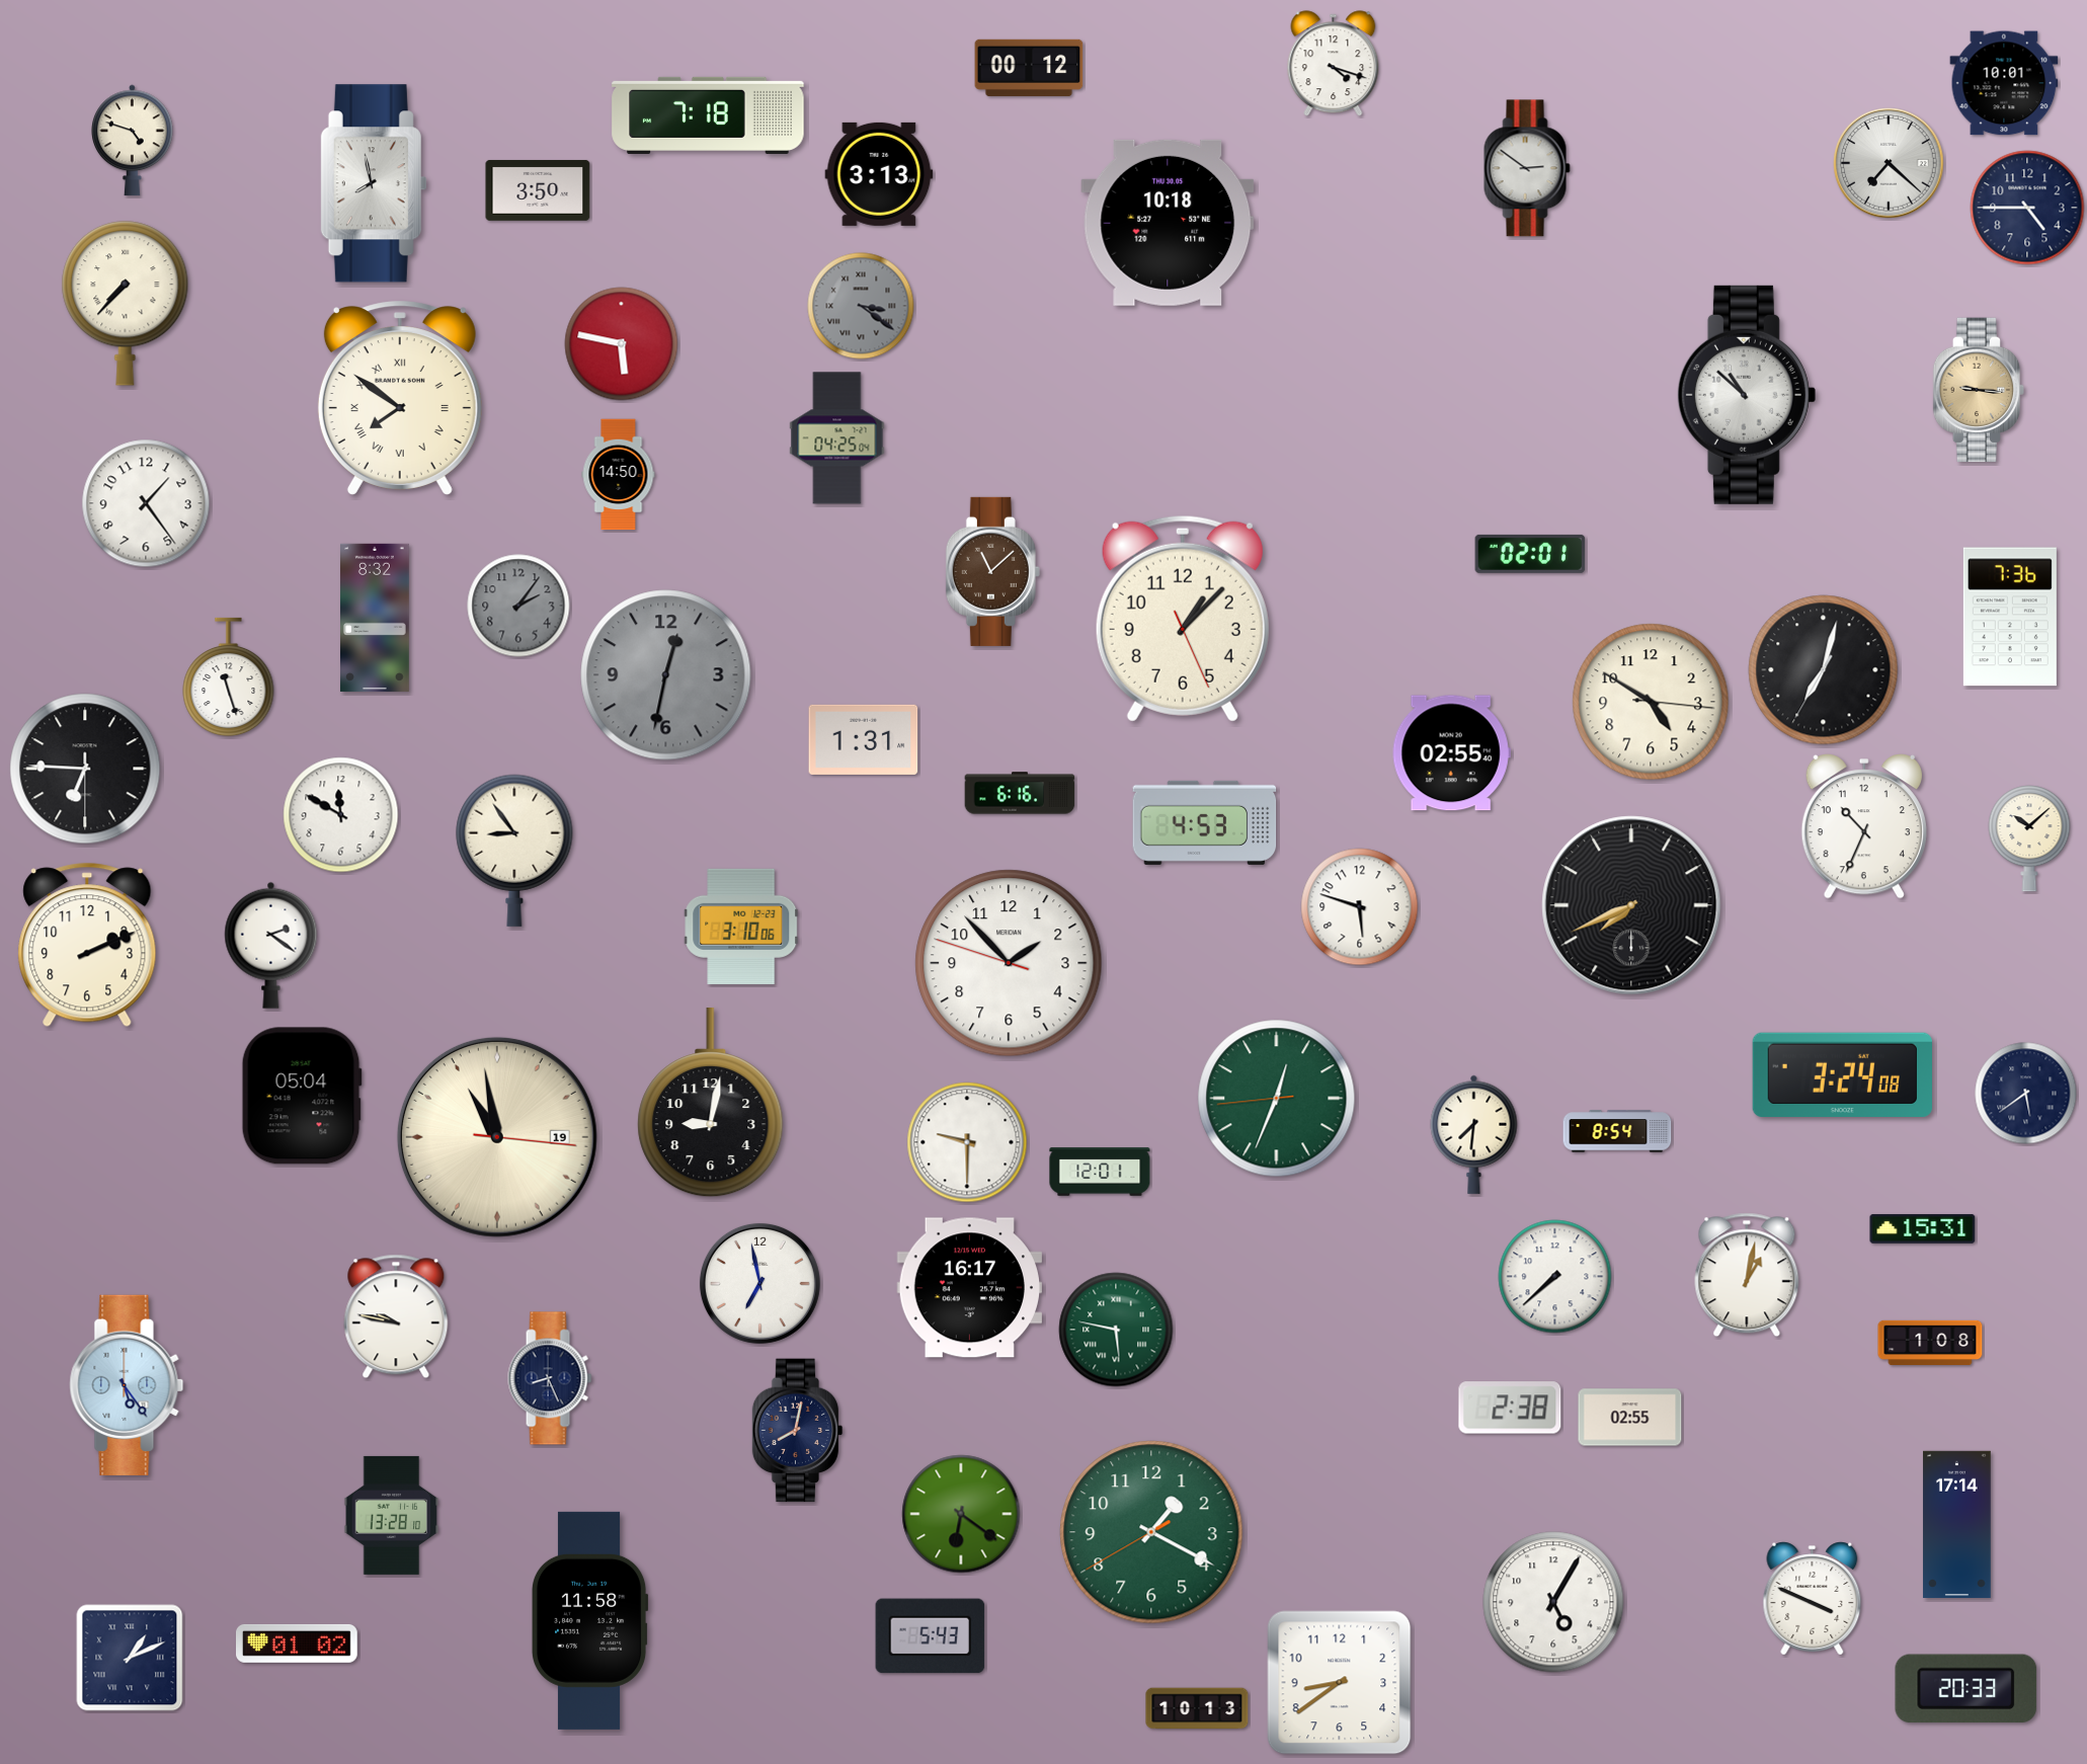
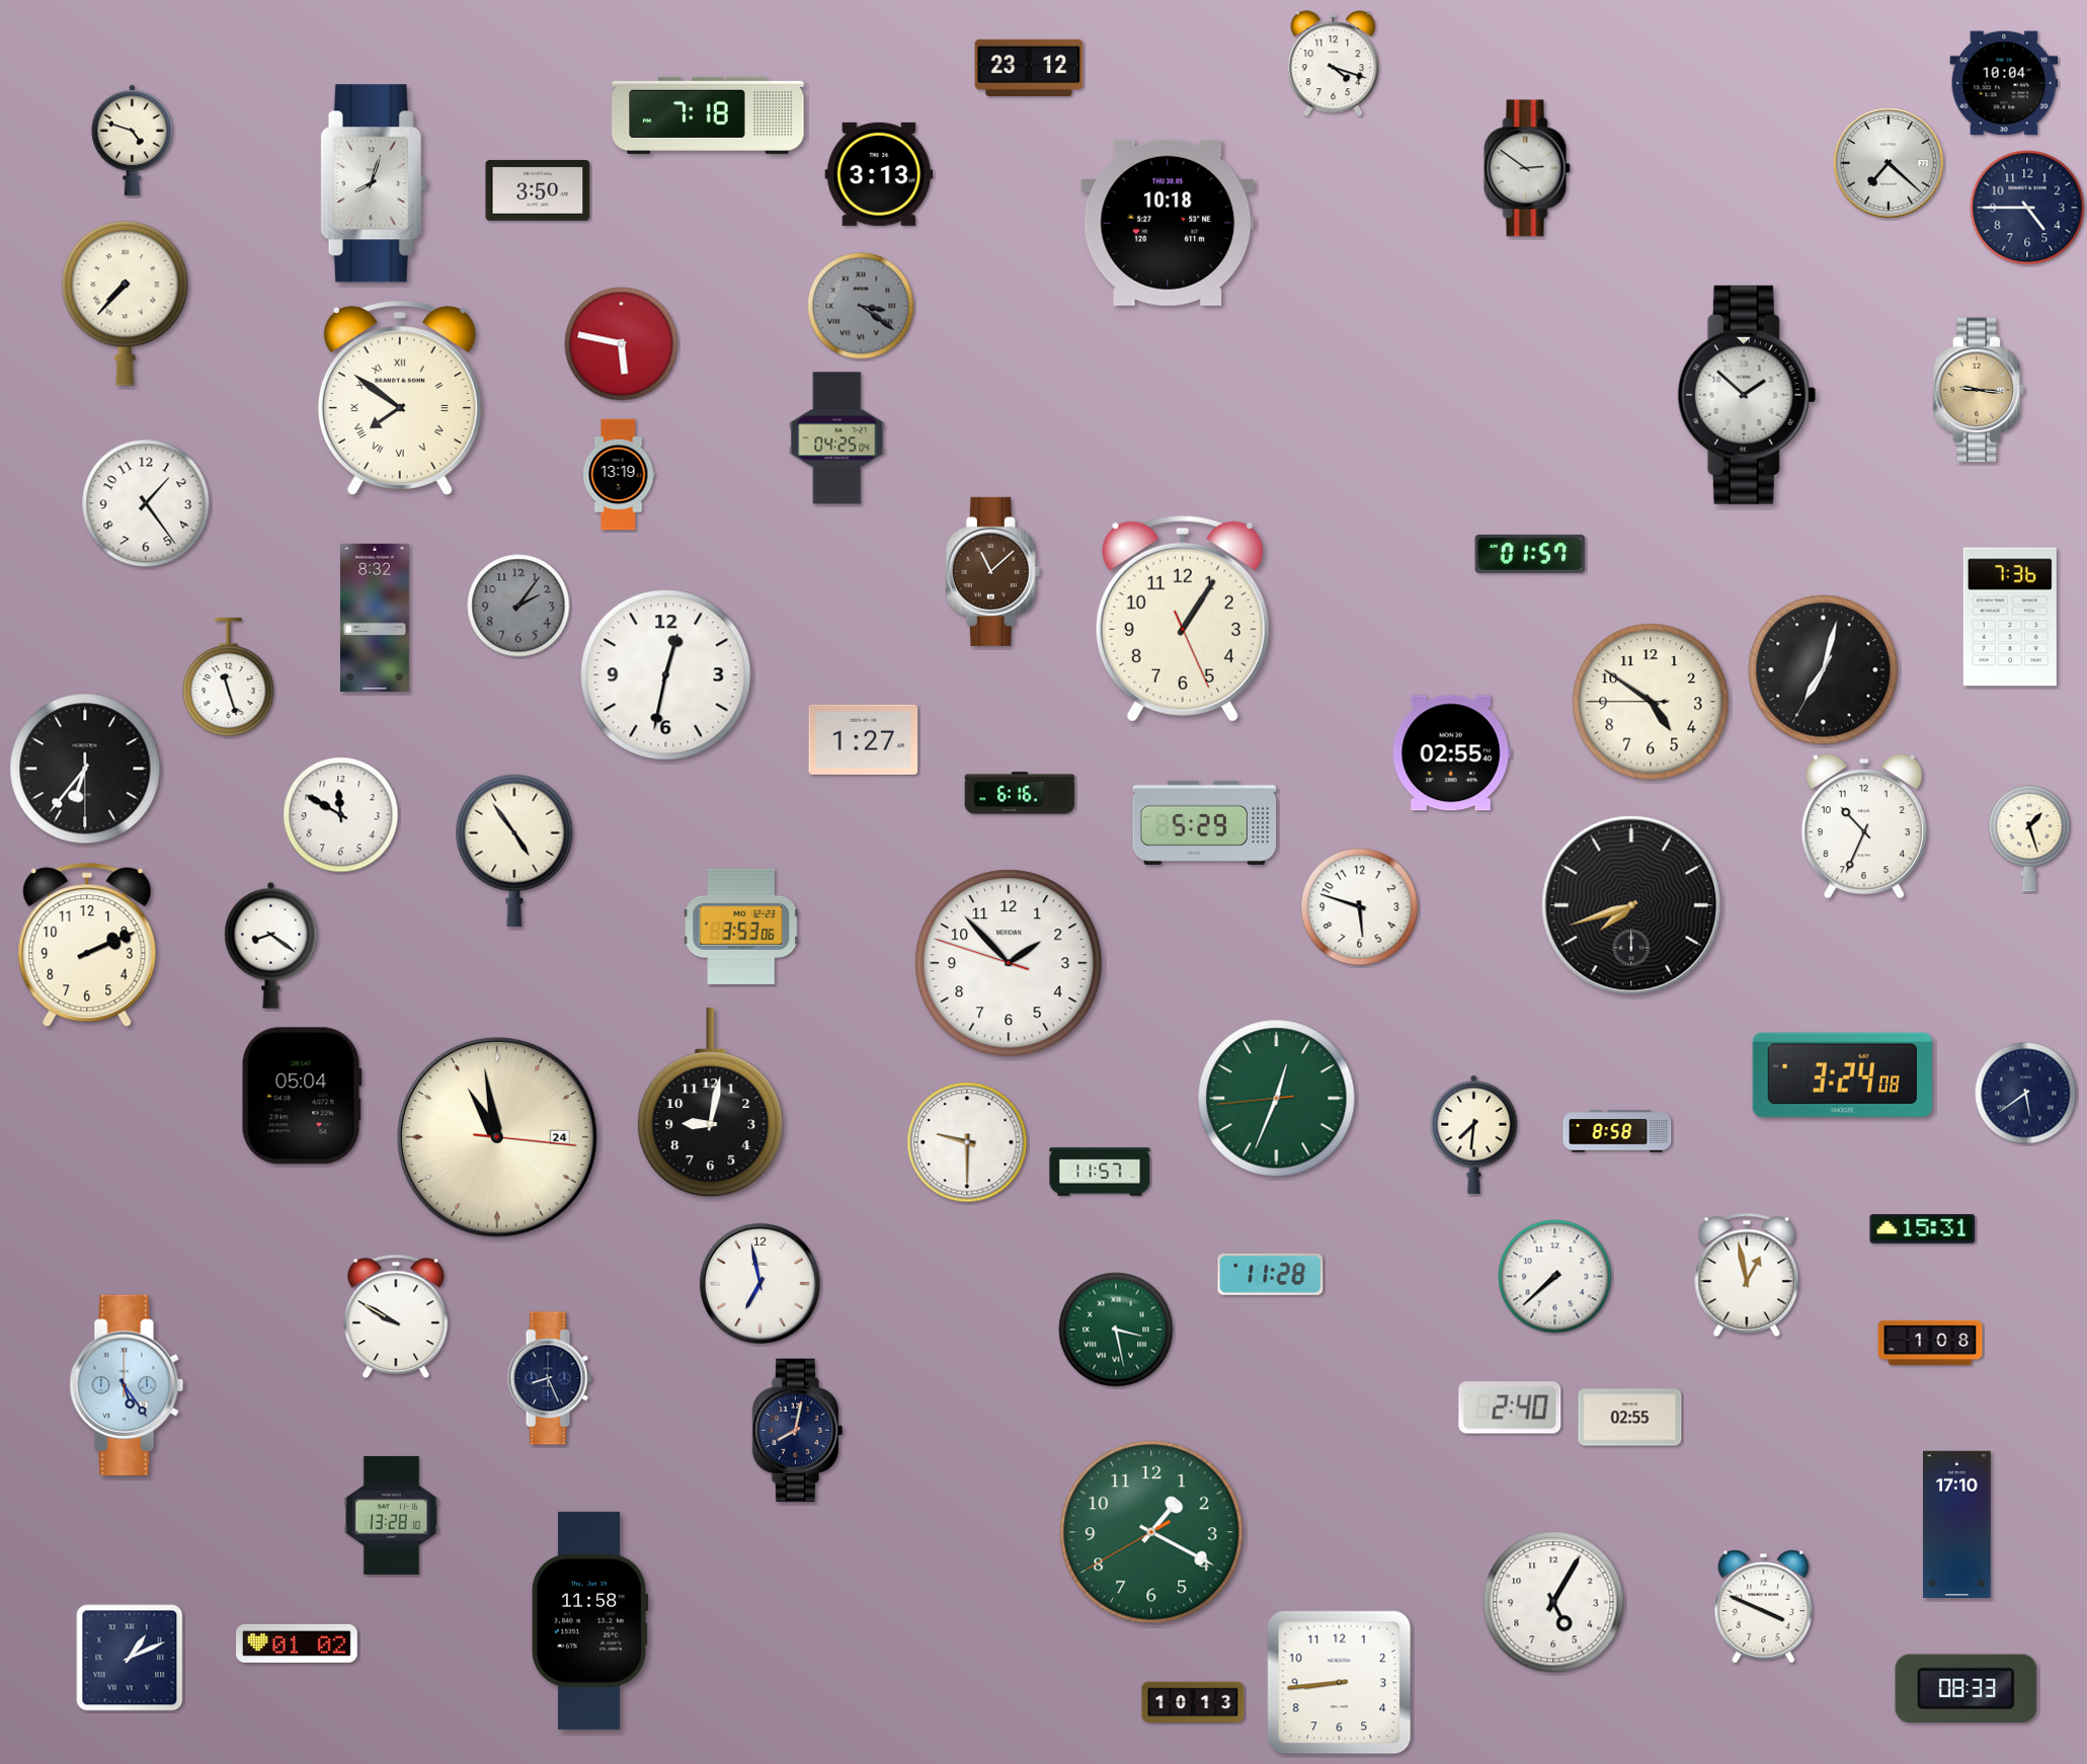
clock at (1029, 68): 00:12 -> 23:12
clock at (2004, 83): 10:01 -> 10:04
clock at (373, 183): 7:58 -> 8:03
clock at (1747, 395): 10:52 -> 1:52
clock at (619, 475): 14:50 -> 13:19
clock at (1530, 554): 02:01 -> 01:57
clock at (1183, 619): 1:07 -> 1:05
clock at (666, 675) dial: grey -> white
clock at (1651, 702): 4:50:16 -> 4:50:45
clock at (864, 739): 1:31 -> 1:27
clock at (85, 769): 6:45 -> 6:36
clock at (1205, 822): 4:53 -> 5:29
clock at (2029, 838): 10:08 -> 1:27
clock at (514, 851): 8:54 -> 4:54
clock at (1631, 905): 7:41 -> 7:42
clock at (741, 927): 3:10 -> 3:53
clock at (271, 945): 2:21 -> 8:21
clock at (1617, 1131): 8:54 -> 8:58
clock at (497, 1137) date: 19 -> 24
clock at (1100, 1172): 12:01 -> 11:57
clock at (1271, 1274): none -> 11:28
clock at (1747, 1275): 1:02 -> 12:58
clock at (969, 1288): 16:17 -> none
clock at (396, 1316): 9:47 -> 9:50
clock at (1116, 1330): 5:47 -> 3:28
clock at (1510, 1408): 2:38 -> 2:40
clock at (961, 1514): 6:21 -> none
clock at (1957, 1524): 17:14 -> 17:10
clock at (1813, 1599) position: (1813, 1599) -> (1764, 1607)
clock at (931, 1636): 5:43 -> none
clock at (1340, 1683): 8:39 -> 8:44
clock at (1966, 1689): 20:33 -> 08:33
clock at (1197, 1708) position: (1197, 1708) -> (1193, 1702)
